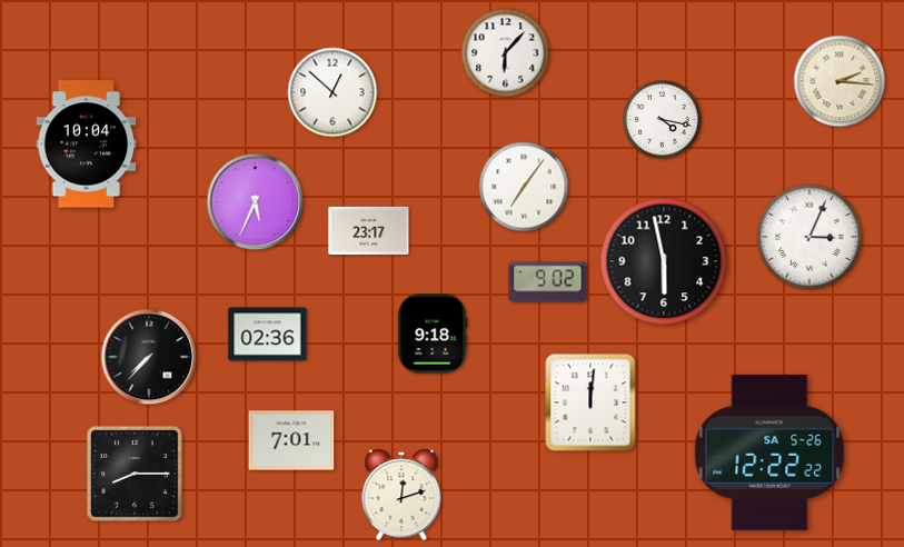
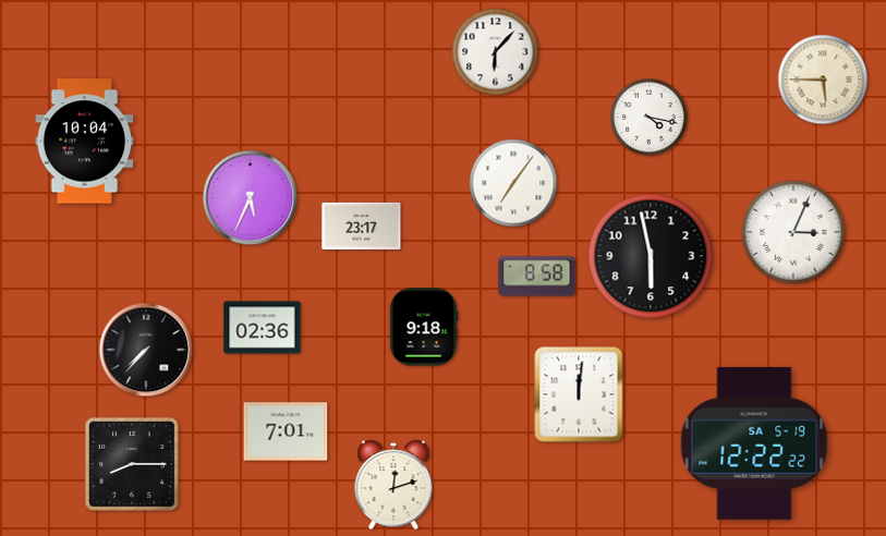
clock at (840, 81): 2:16 -> 5:45
clock at (332, 92): 12:52 -> none
clock at (548, 282): 9:02 -> 8:58
clock at (769, 452) date: SA 5-26 -> SA 5-19
